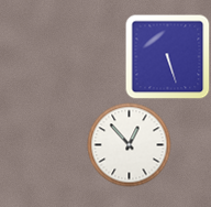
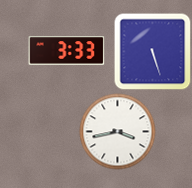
clock at (67, 51): none -> 3:33
clock at (130, 145): 12:53 -> 3:43
